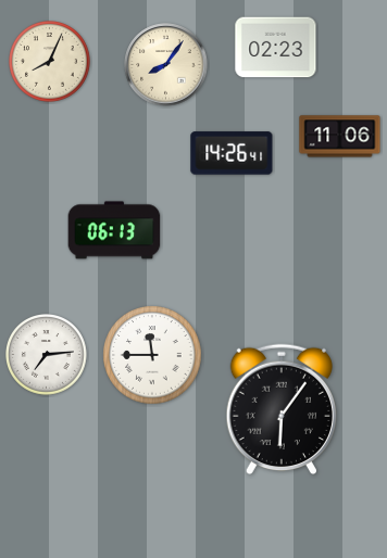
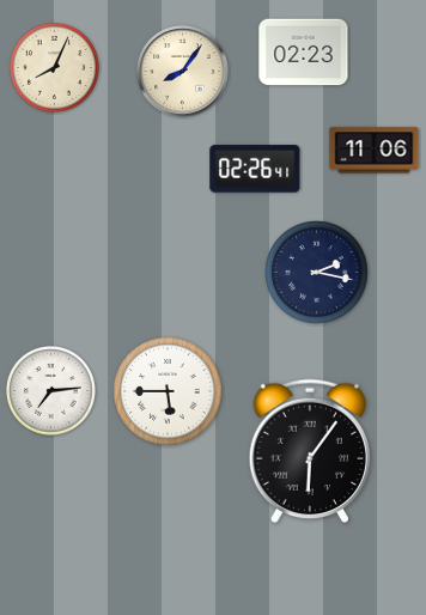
clock at (232, 153): 14:26 -> 02:26
clock at (114, 230): 06:13 -> none
clock at (317, 273): none -> 2:17
clock at (152, 355): 11:45 -> 5:45
